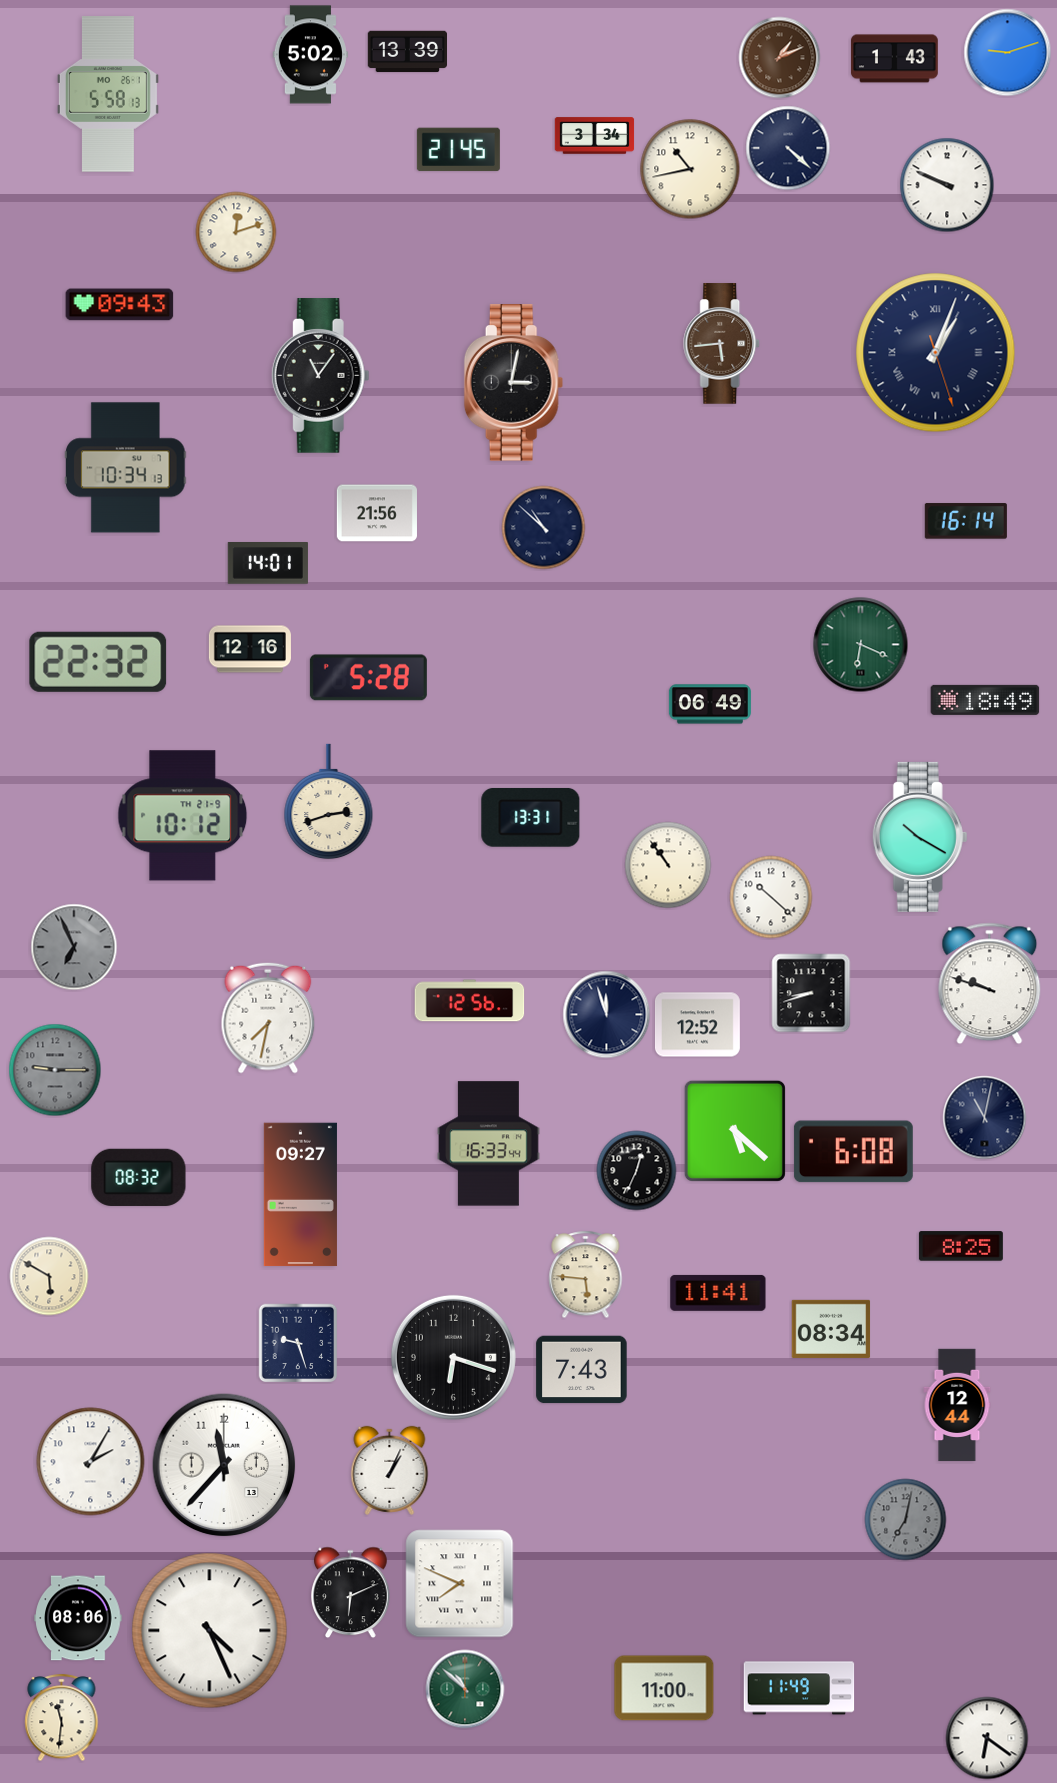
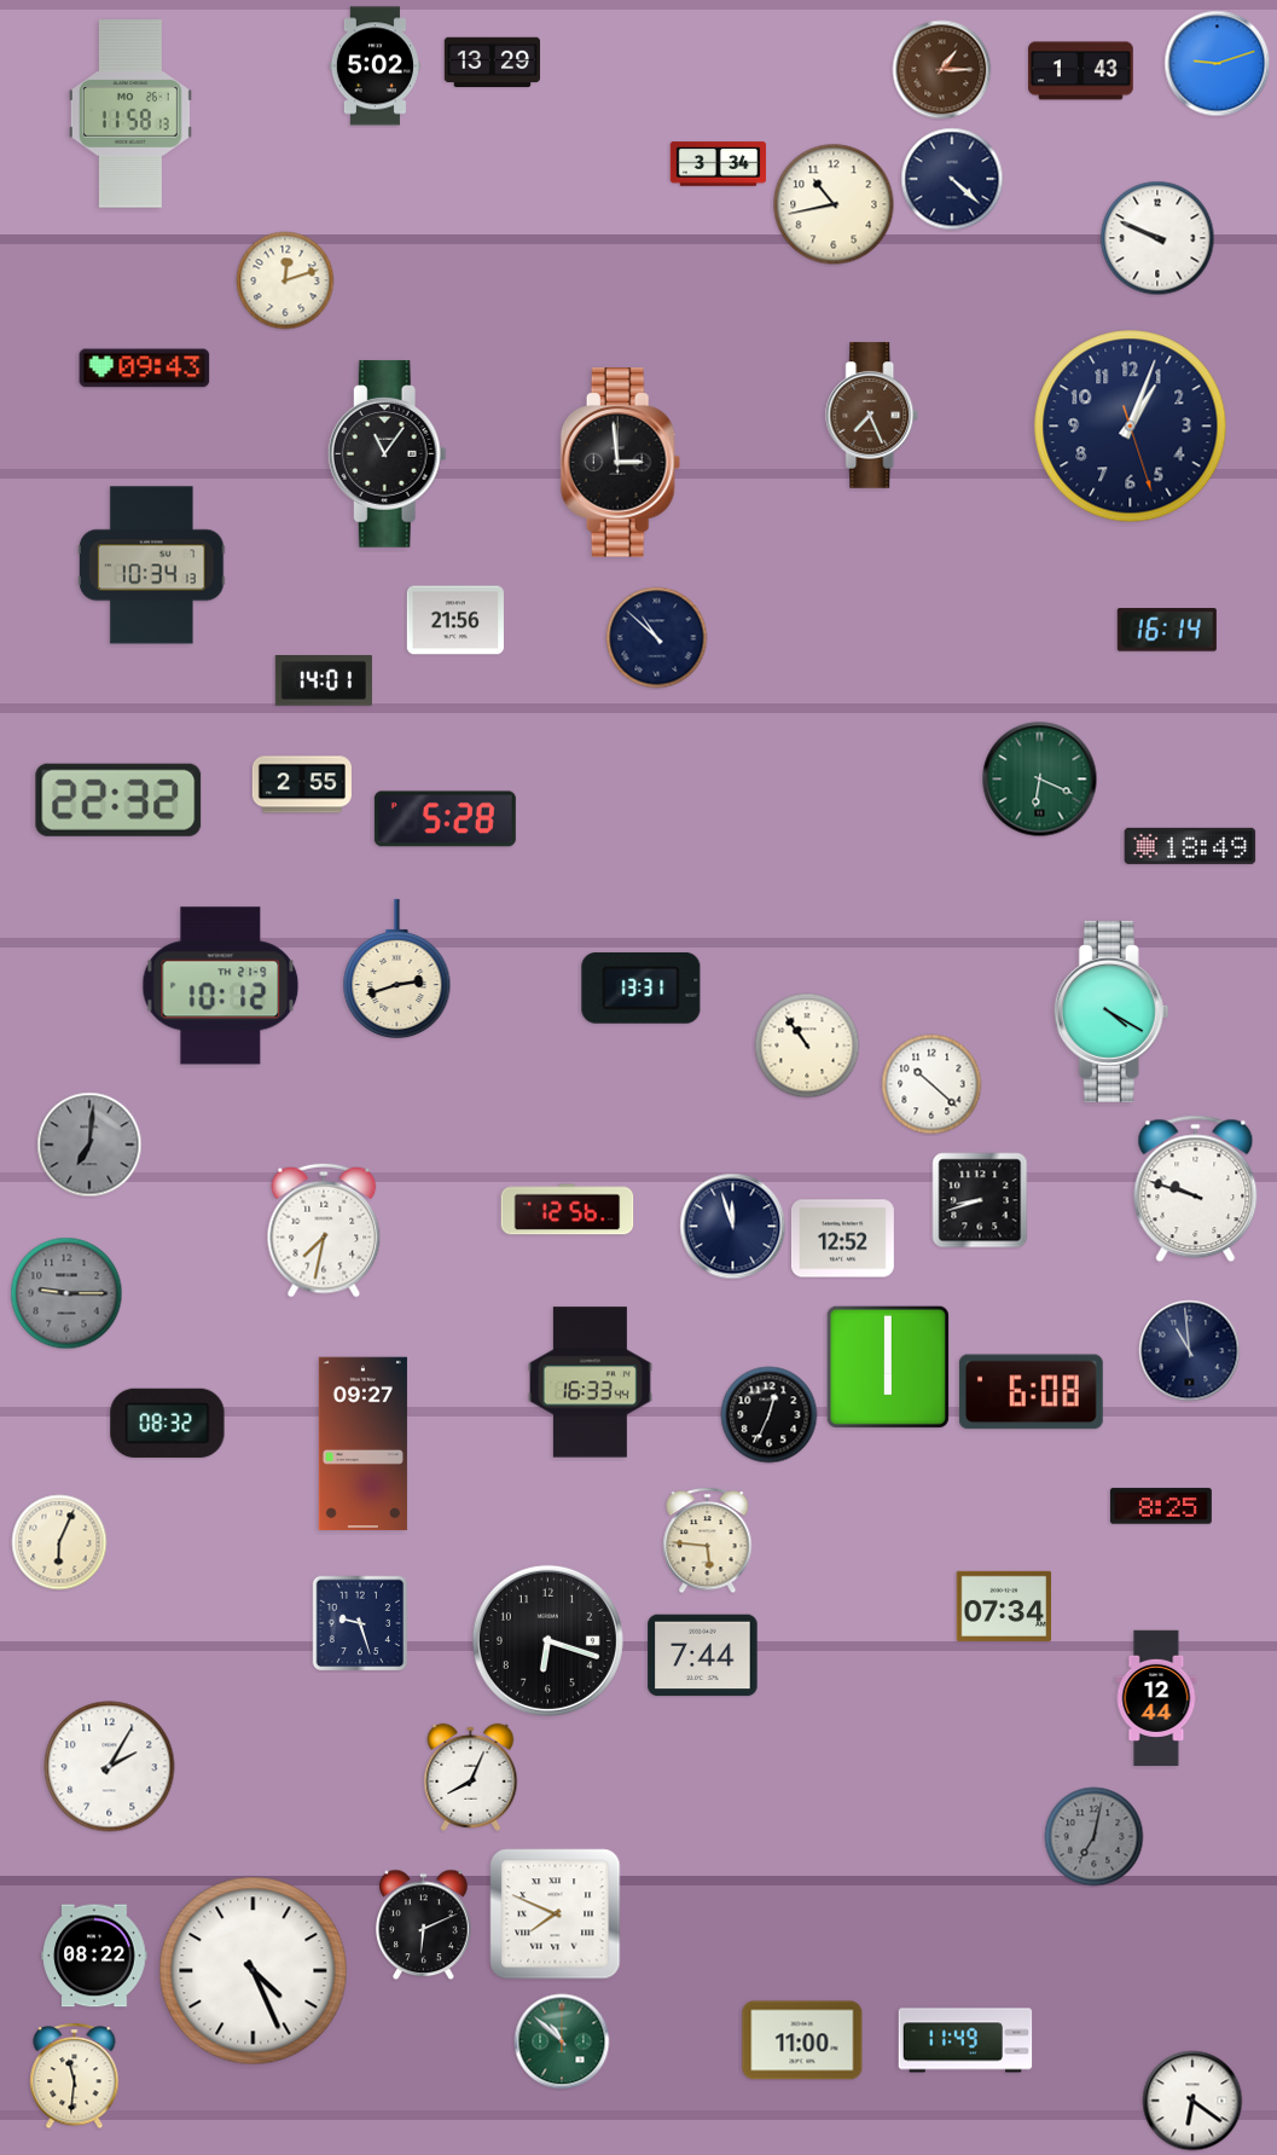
clock at (408, 52): 13:39 -> 13:29
clock at (780, 58): 1:11 -> 1:15
clock at (108, 94): 5:58 -> 11:58
clock at (458, 150): 21:45 -> none
clock at (947, 185) position: (947, 185) -> (1157, 238)
clock at (722, 344): 5:44 -> 7:26
clock at (936, 353) numerals: Roman -> Arabic
clock at (514, 383): 3:02 -> 2:59
clock at (250, 649): 12:16 -> 2:55
clock at (710, 704): 06:49 -> none
clock at (920, 837): 10:20 -> 4:20
clock at (74, 947): 6:56 -> 7:01
clock at (985, 1118): 11:02 -> 10:59
clock at (735, 1131): 5:22 -> 6:00
clock at (49, 1276): 5:50 -> 6:04
clock at (718, 1293): 11:41 -> none
clock at (831, 1329): 08:34 -> 07:34
clock at (582, 1370): 7:43 -> 7:44
clock at (224, 1465): 11:37 -> none
clock at (390, 1470): 1:04 -> 8:04
clock at (78, 1618): 08:06 -> 08:22
